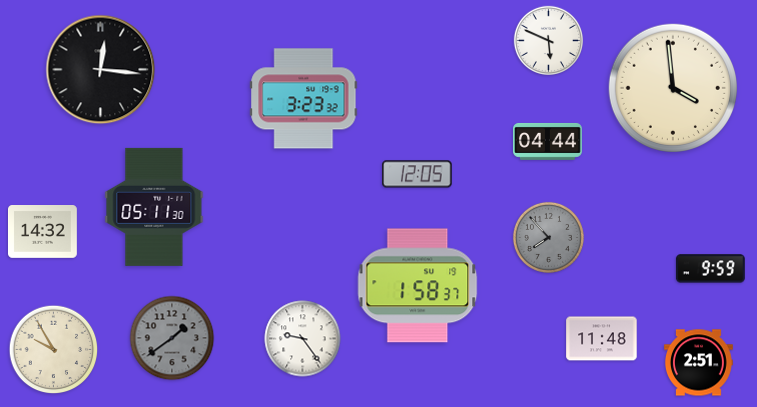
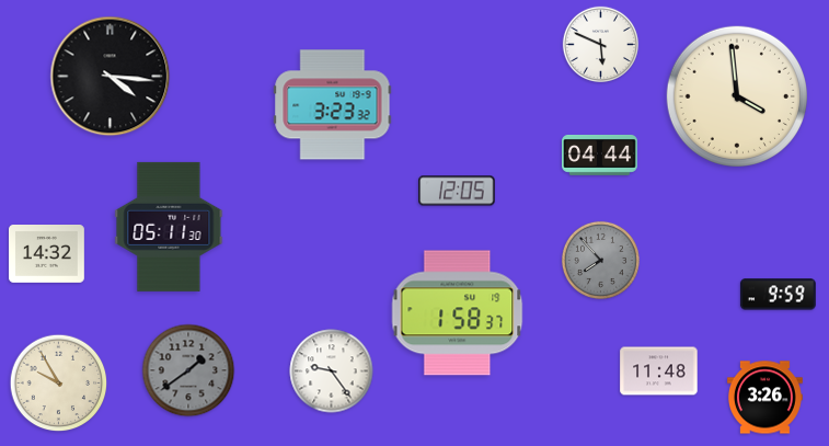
clock at (101, 70): 12:16 -> 4:16
clock at (304, 99) position: (304, 99) -> (333, 105)
clock at (699, 363): 2:51 -> 3:26
